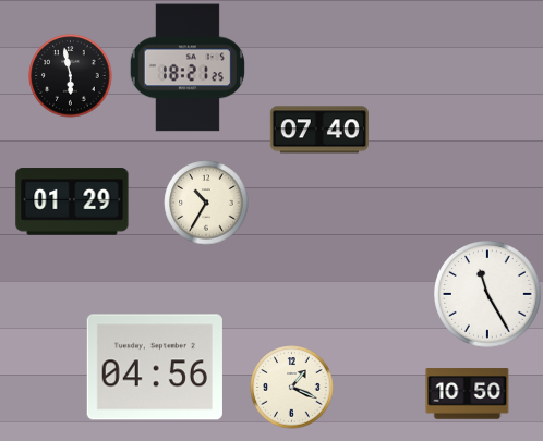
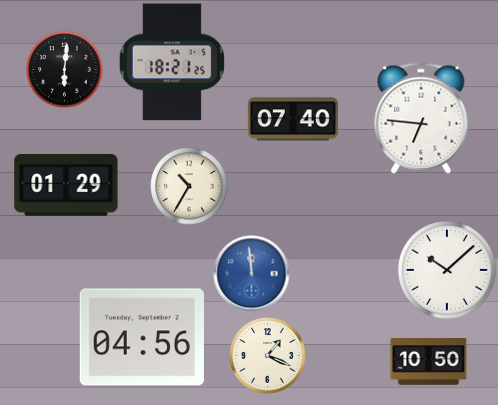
clock at (71, 76): 5:58 -> 6:01
clock at (421, 118): none -> 6:46
clock at (487, 294): 11:25 -> 10:08
clock at (252, 274): none -> 11:59
